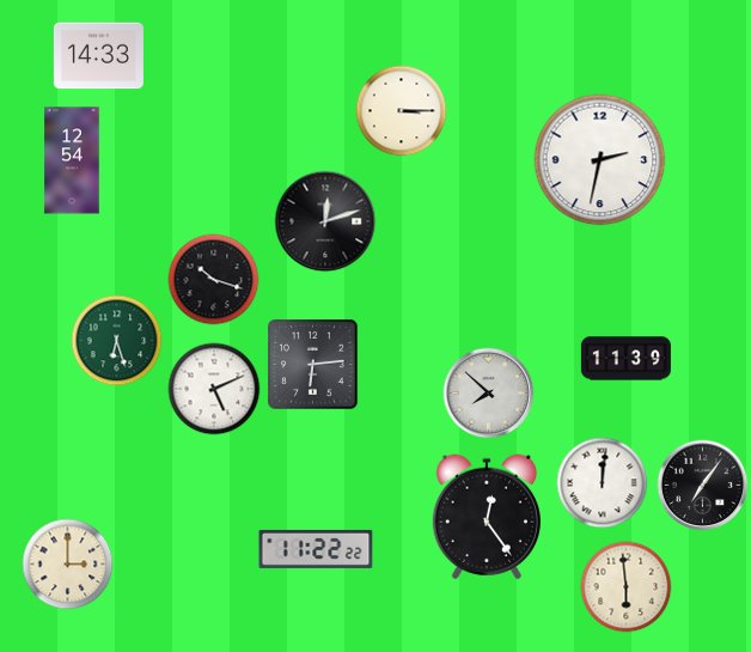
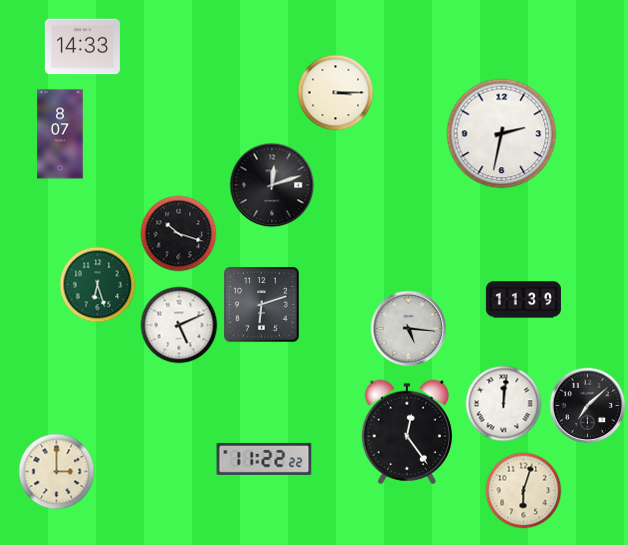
clock at (72, 160): 12:54 -> 8:07
clock at (313, 365): 6:14 -> 6:12
clock at (489, 394): 7:52 -> 5:16
clock at (703, 486): 7:06 -> 7:08
clock at (627, 587): 5:59 -> 6:03
